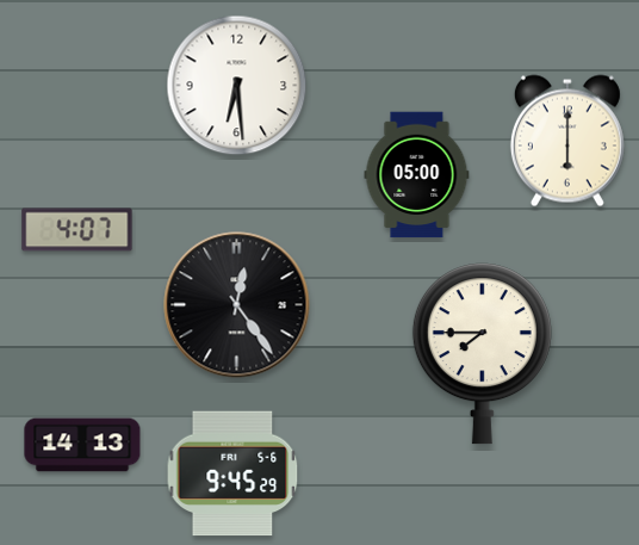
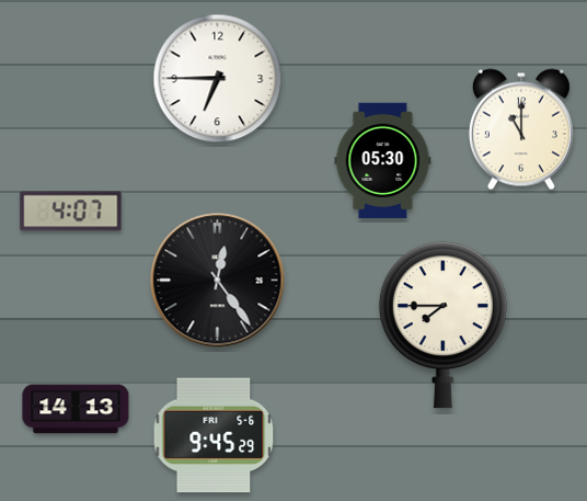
clock at (237, 86): 6:29 -> 6:45
clock at (567, 141): 6:00 -> 11:00
clock at (417, 175): 05:00 -> 05:30
